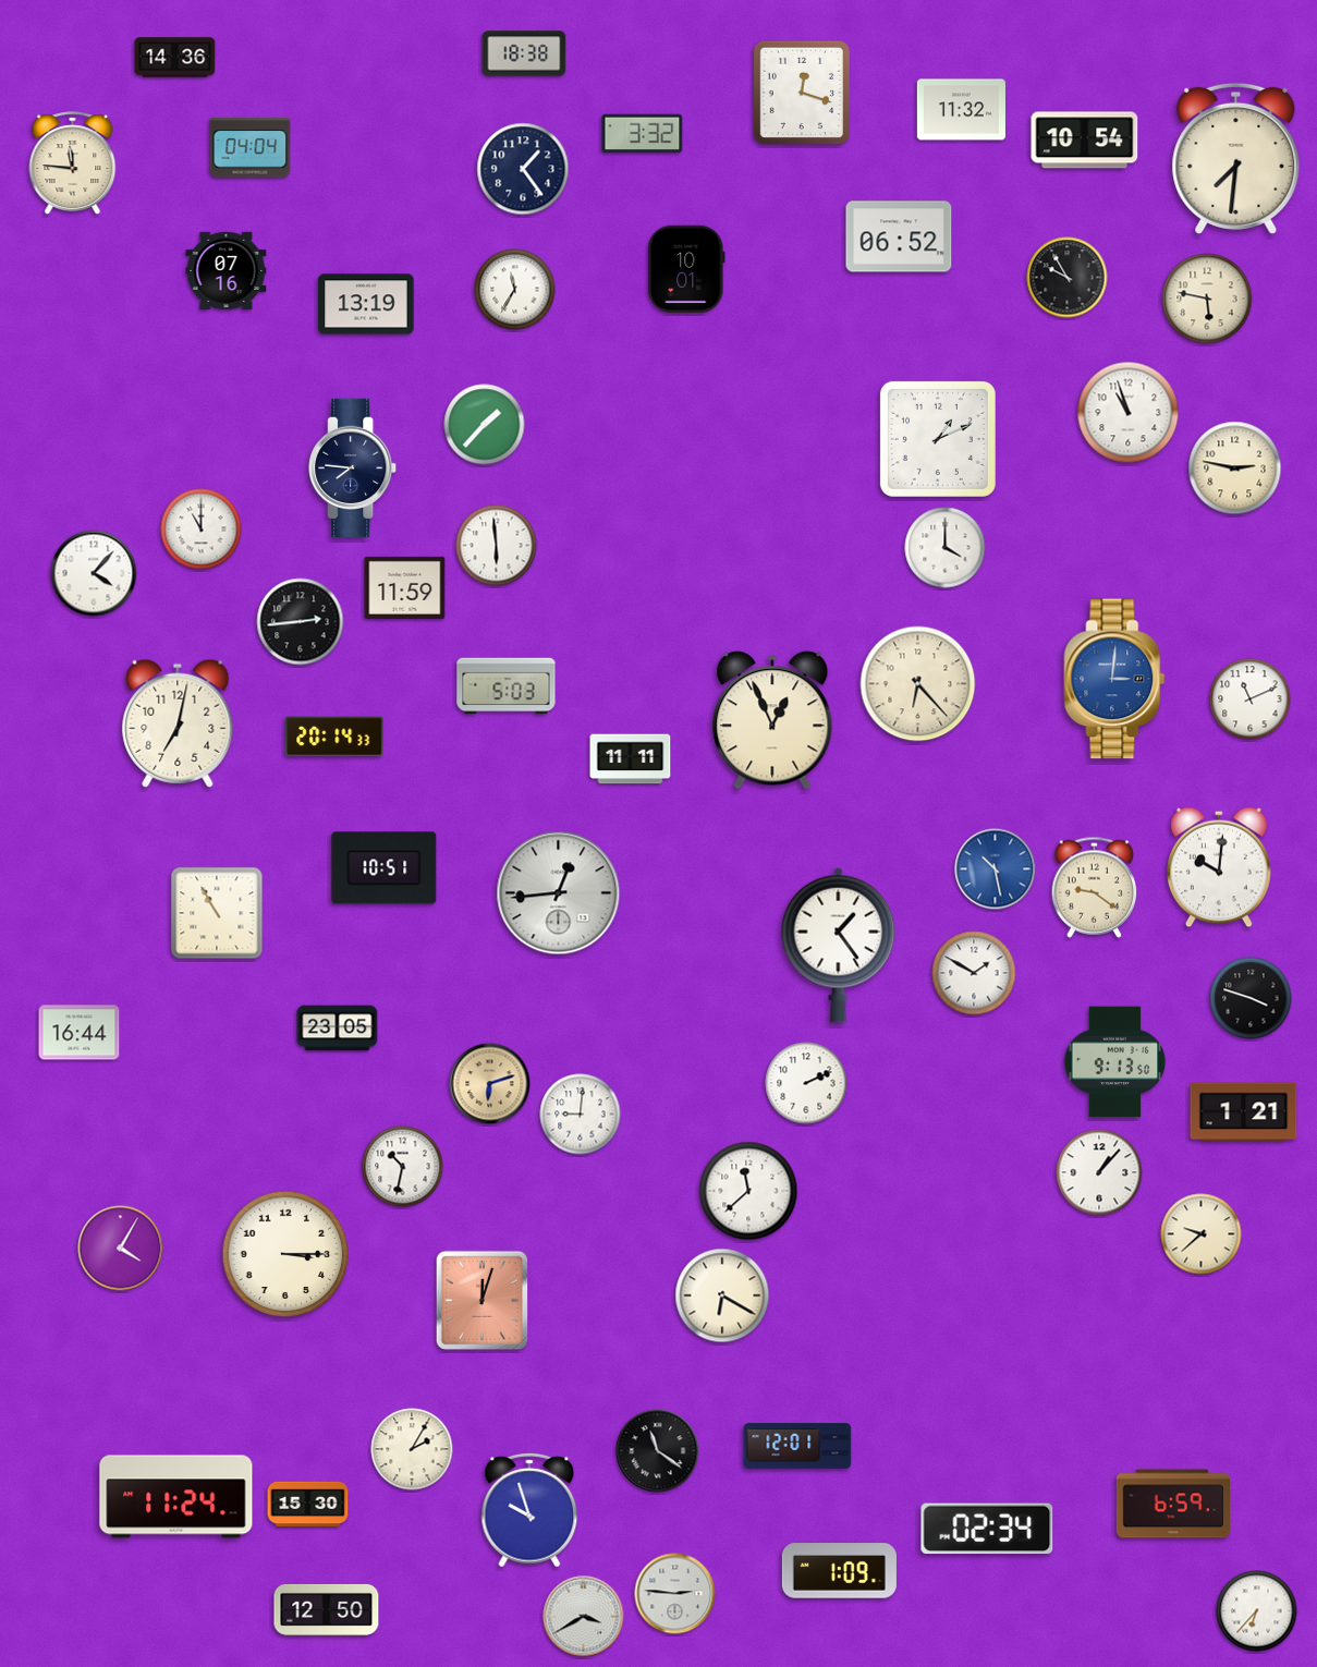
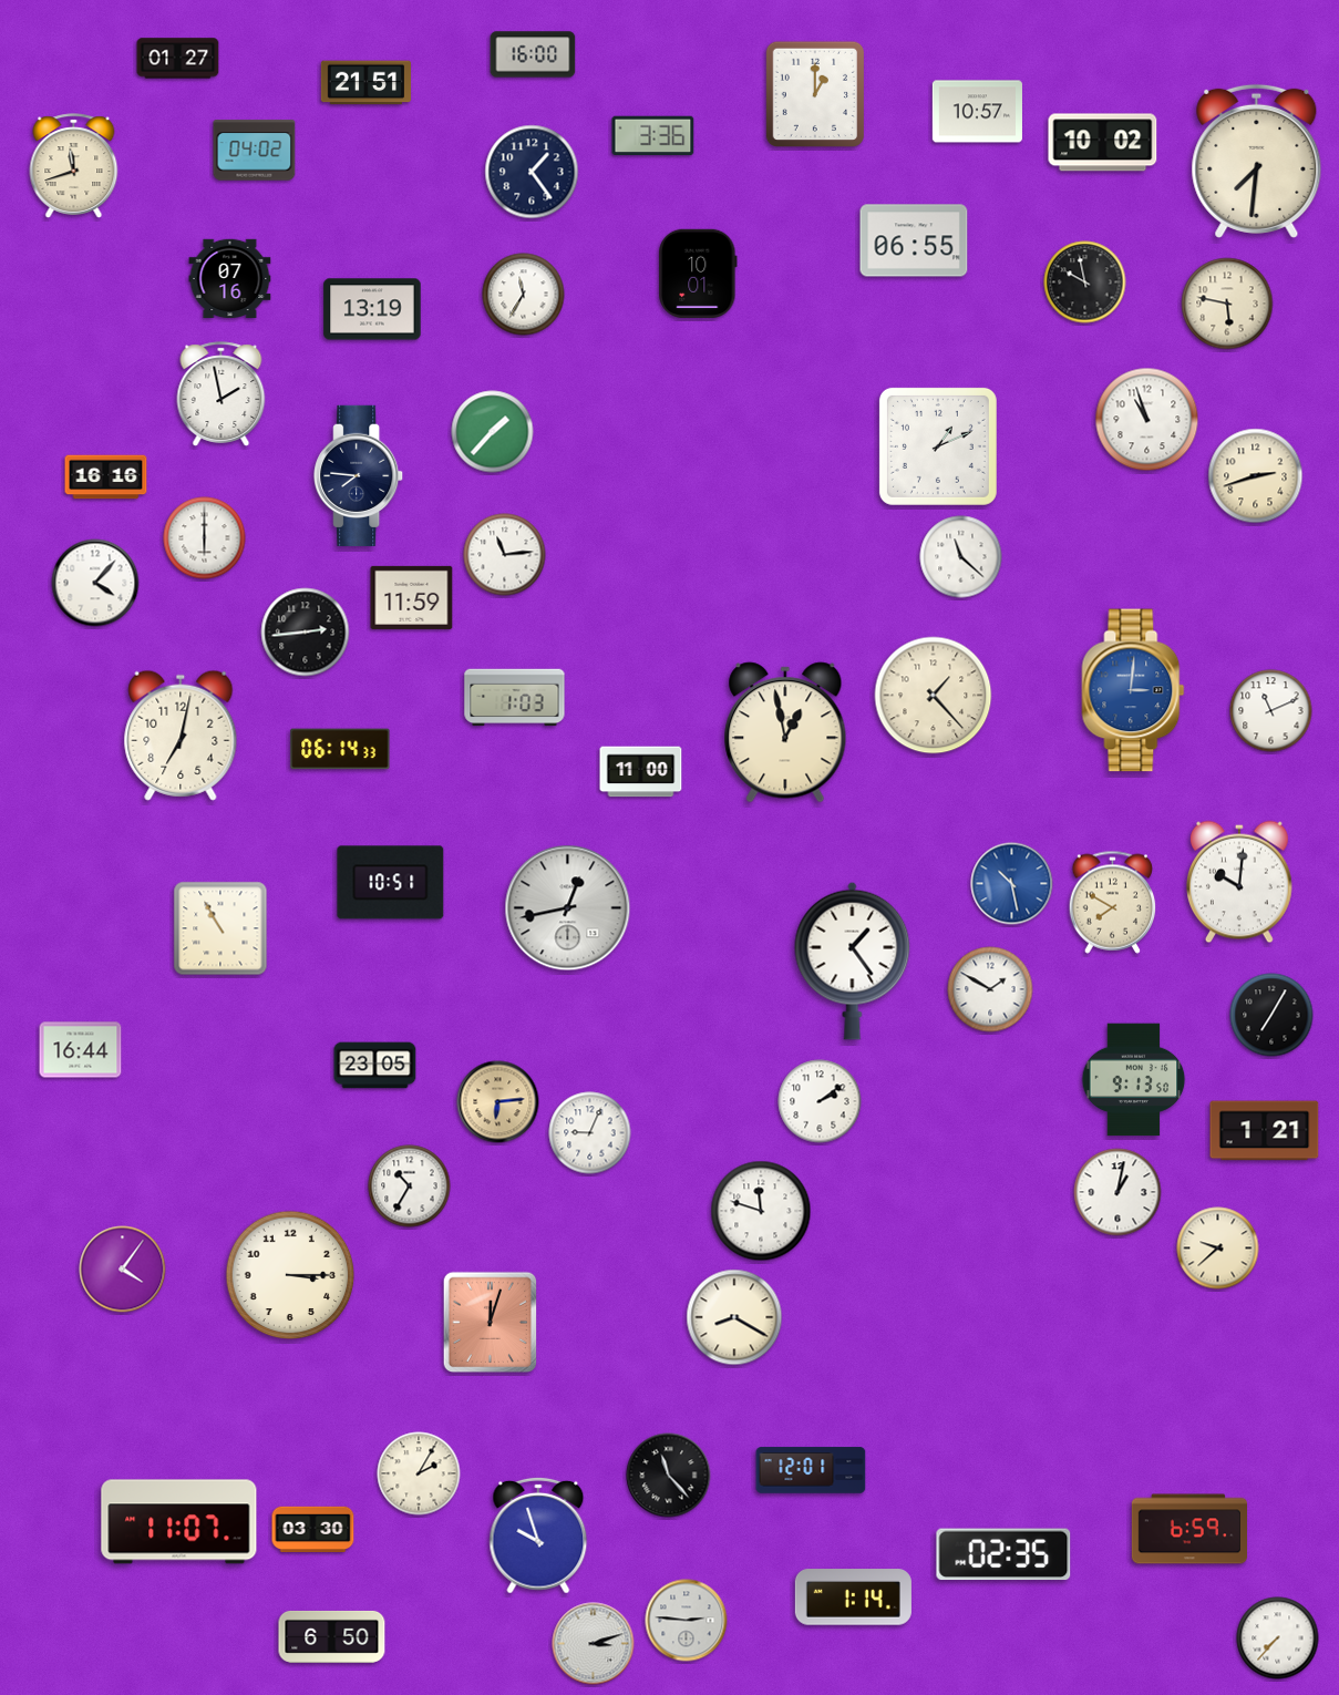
clock at (524, 53): 18:38 -> 16:00
clock at (175, 58): 14:36 -> 01:27
clock at (365, 83): none -> 21:51
clock at (801, 92): 12:18 -> 1:00
clock at (961, 110): 11:32 -> 10:57
clock at (643, 134): 3:32 -> 3:36
clock at (1085, 141): 10:54 -> 10:02
clock at (251, 148): 04:04 -> 04:02
clock at (73, 163): 11:46 -> 11:42
clock at (899, 236): 06:52 -> 06:55
clock at (227, 271) position: (227, 271) -> (230, 279)
clock at (1068, 278): 9:55 -> 9:58
clock at (222, 394): none -> 1:58
clock at (938, 439) position: (938, 439) -> (938, 446)
clock at (1235, 469): 2:47 -> 2:42
clock at (106, 477): none -> 16:16
clock at (202, 530): 11:00 -> 6:00
clock at (497, 546): 5:59 -> 11:14
clock at (946, 548): 4:00 -> 11:22
clock at (918, 684): 6:23 -> 1:23
clock at (507, 686): 5:03 -> 1:03
clock at (772, 720): 12:56 -> 12:58
clock at (334, 737): 20:14 -> 06:14
clock at (631, 759): 11:11 -> 11:00
clock at (1095, 887): 9:21 -> 7:50
clock at (559, 893): 12:44 -> 12:43
clock at (1251, 998): 3:48 -> 7:05
clock at (338, 1029) position: (338, 1029) -> (375, 1066)
clock at (806, 1083): 2:11 -> 2:09
clock at (490, 1084): 6:12 -> 6:14
clock at (581, 1115): 9:01 -> 9:04
clock at (403, 1167): 10:32 -> 10:35
clock at (1099, 1172): 1:07 -> 1:02
clock at (748, 1191): 11:38 -> 11:48
clock at (1202, 1234) position: (1202, 1234) -> (1218, 1249)
clock at (121, 1249): 4:05 -> 4:06
clock at (722, 1295): 6:20 -> 8:20
clock at (658, 1451): 11:21 -> 11:23
clock at (176, 1497): 11:24 -> 11:07
clock at (308, 1504): 15:30 -> 03:30
clock at (1172, 1504) position: (1172, 1504) -> (1188, 1529)
clock at (987, 1529): 02:34 -> 02:35
clock at (839, 1571): 1:09 -> 1:14
clock at (327, 1609): 12:50 -> 6:50
clock at (1257, 1611): 6:37 -> 7:37
clock at (584, 1617): 3:40 -> 3:12
